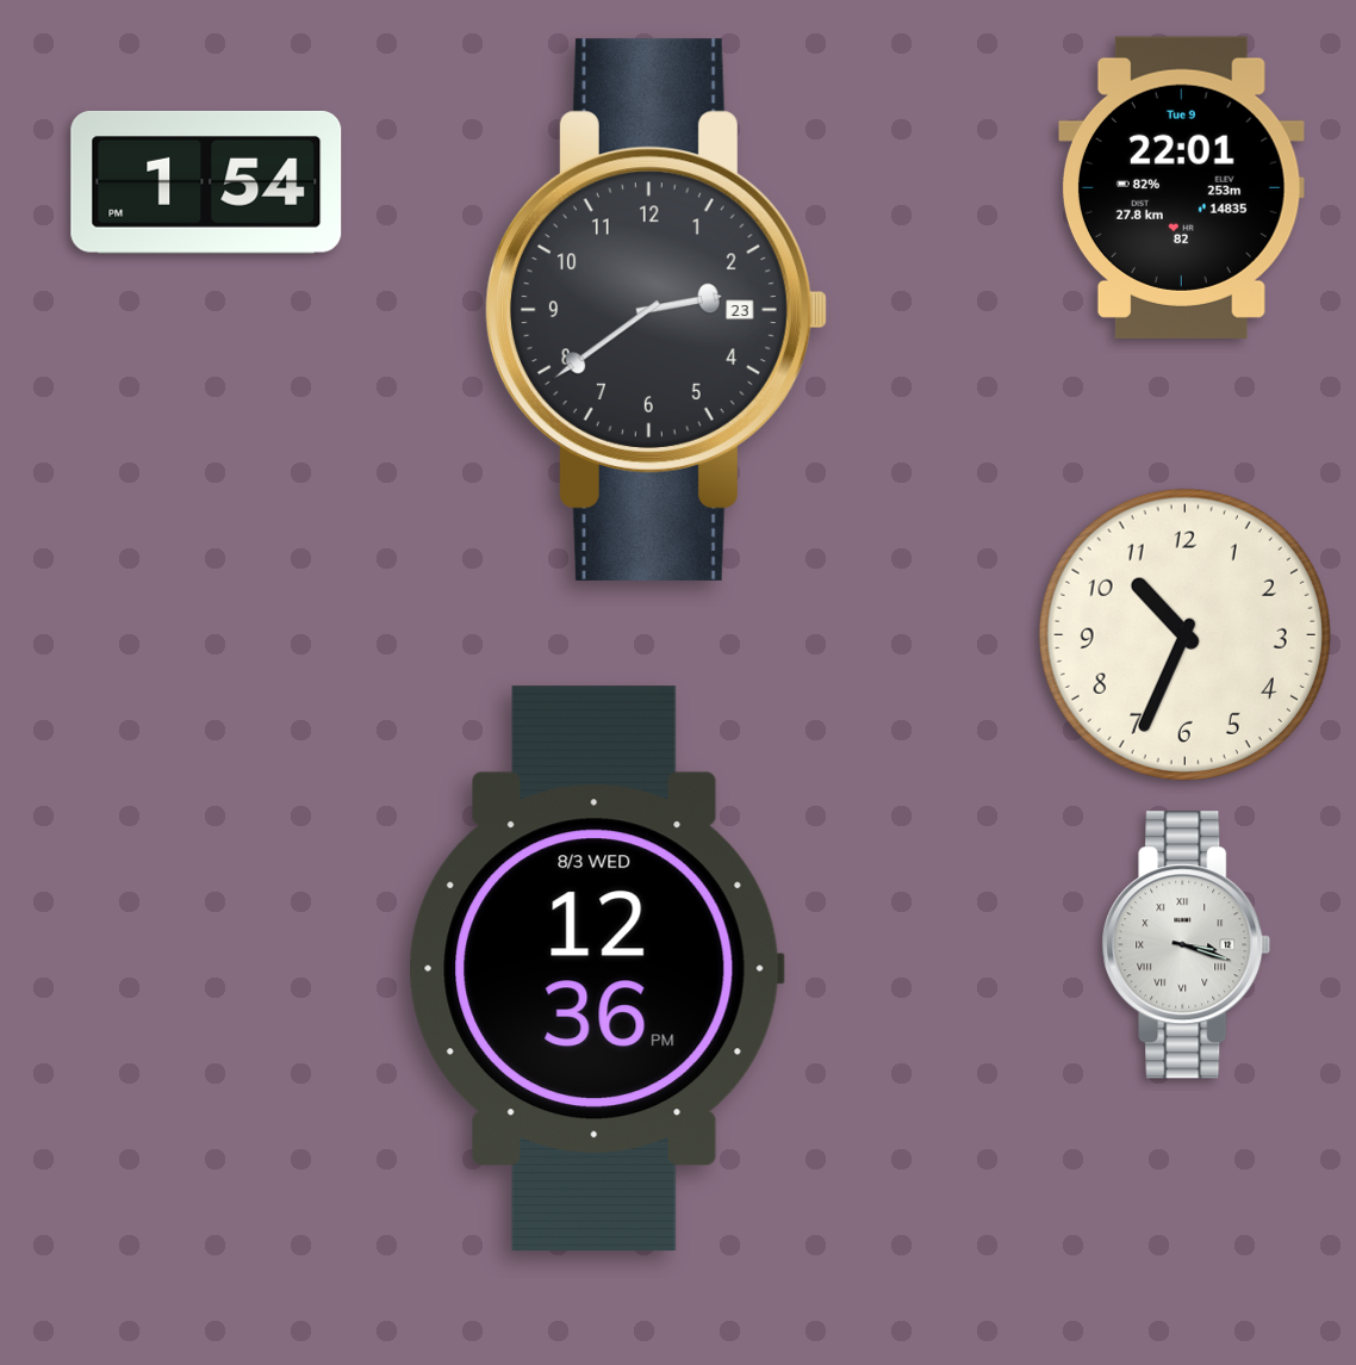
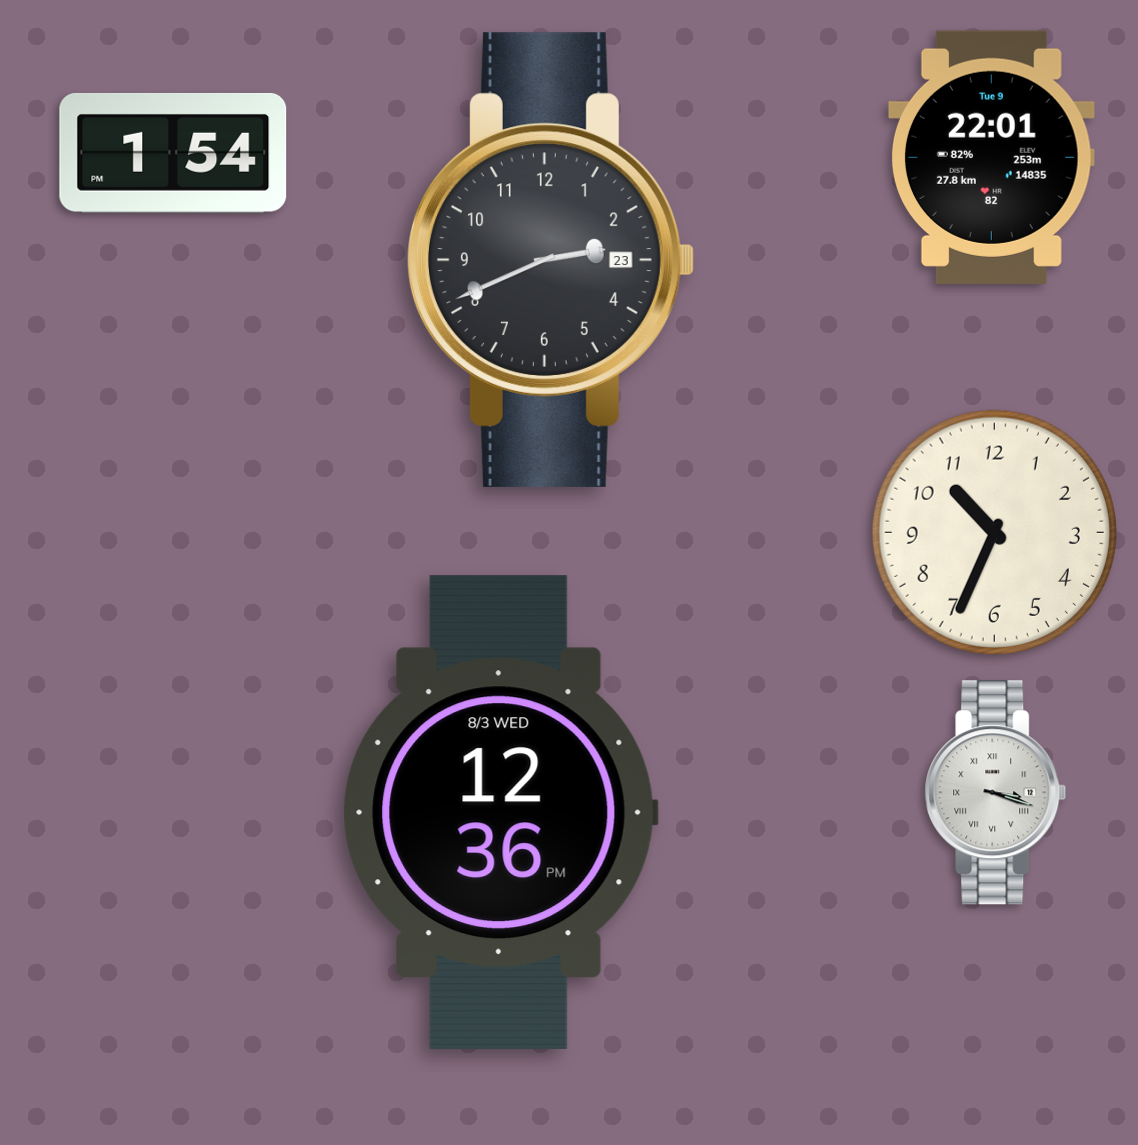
clock at (655, 310): 2:39 -> 2:41
